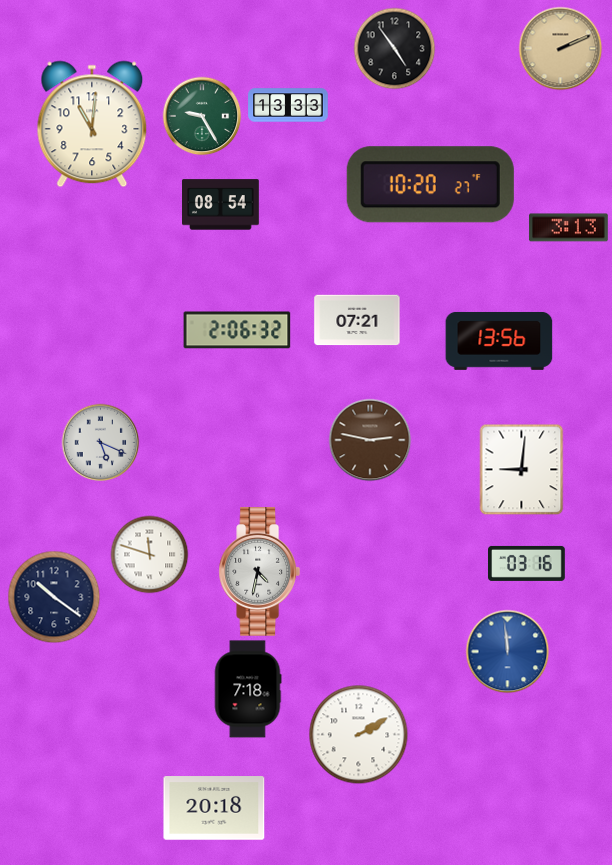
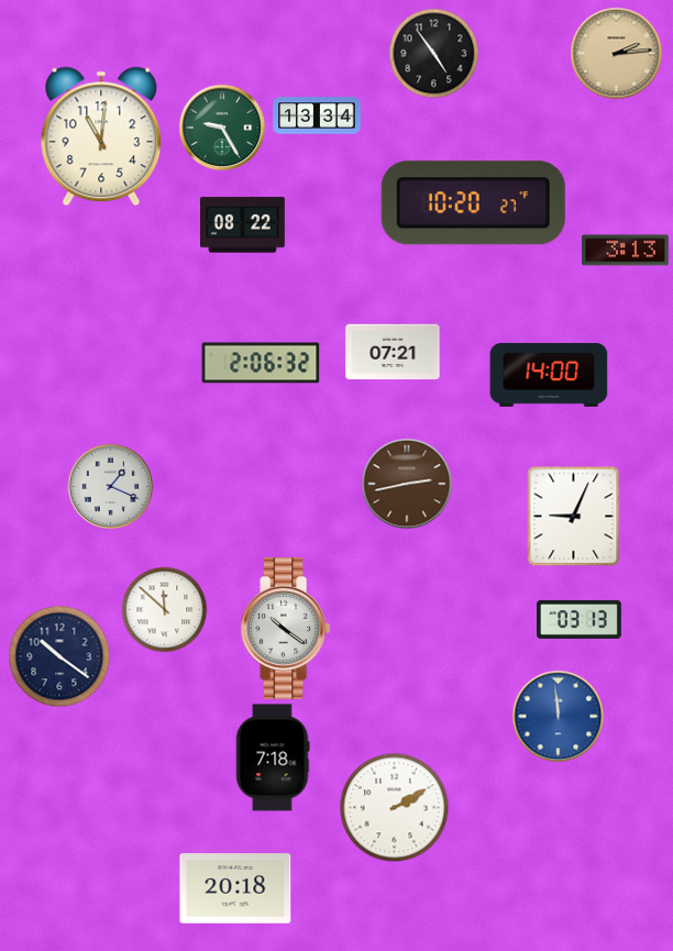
clock at (560, 48): 2:11 -> 2:14
clock at (288, 105): 13:33 -> 13:34
clock at (221, 205): 08:54 -> 08:22
clock at (499, 341): 13:56 -> 14:00
clock at (370, 440): 2:47 -> 2:43
clock at (100, 442): 5:19 -> 1:19
clock at (522, 469): 9:01 -> 9:04
clock at (149, 554): 11:48 -> 11:52
clock at (527, 563): 03:16 -> 03:13
clock at (259, 572): 4:32 -> 10:21
